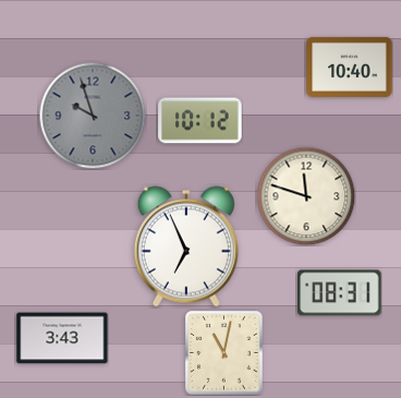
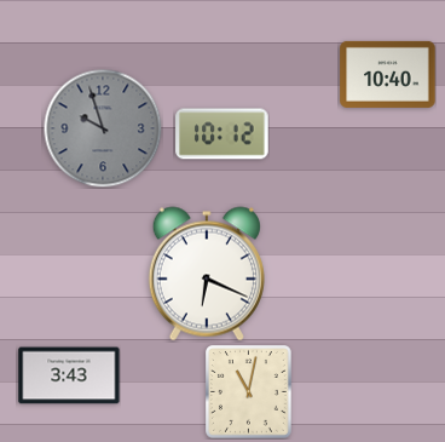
clock at (306, 196): 11:48 -> none
clock at (186, 246): 6:56 -> 6:19
clock at (340, 293): 08:31 -> none
